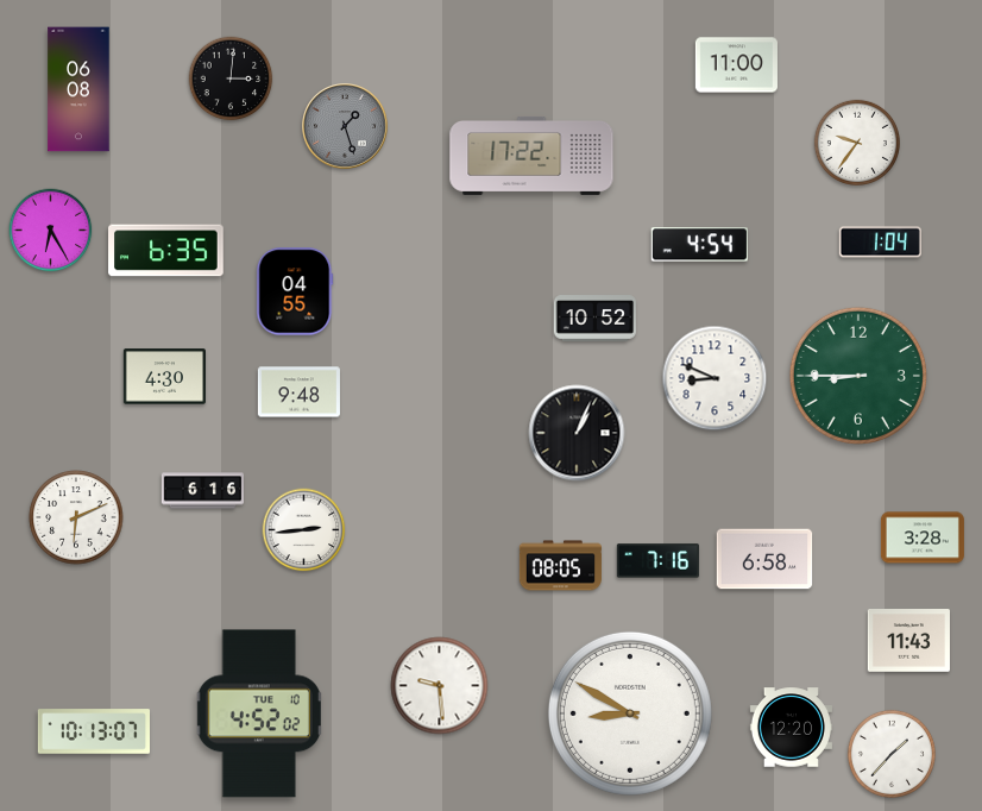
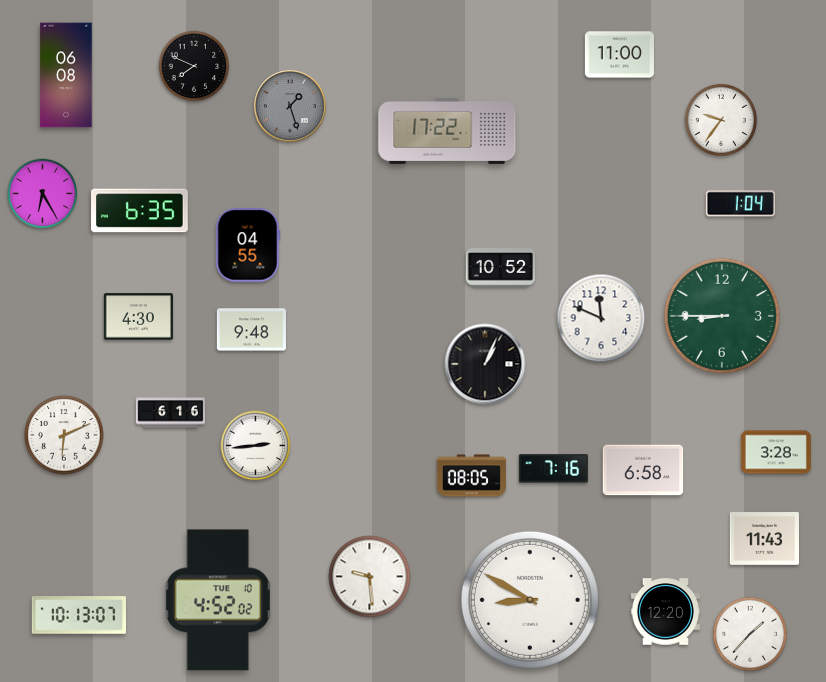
clock at (231, 78): 3:01 -> 7:49
clock at (699, 245): 4:54 -> none
clock at (715, 378): 8:49 -> 11:49
clock at (657, 561) position: (657, 561) -> (553, 469)
